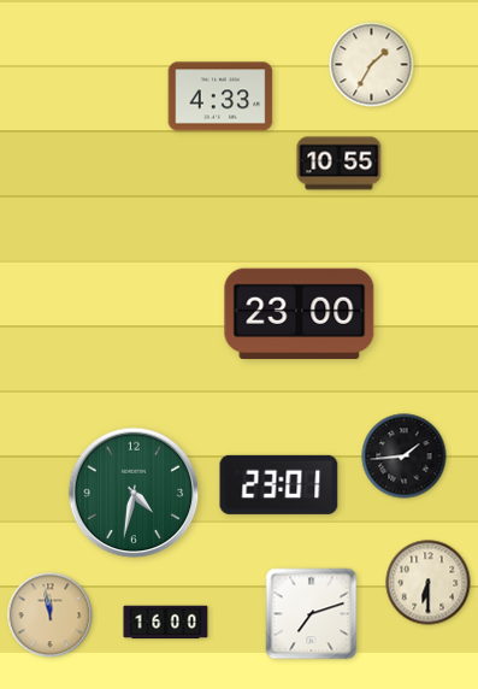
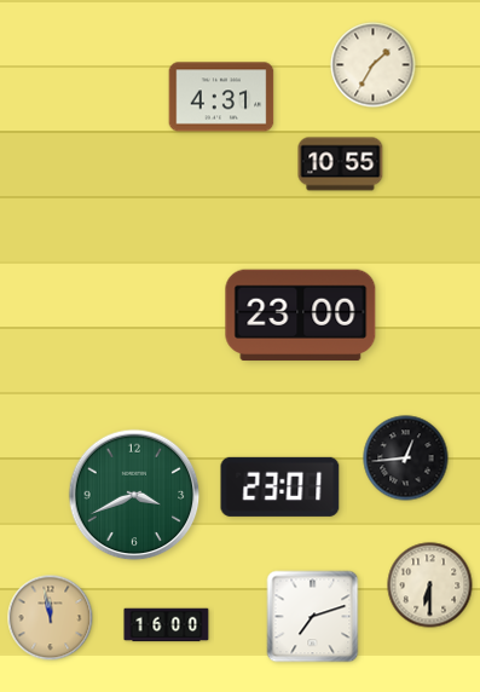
clock at (220, 96): 4:33 -> 4:31
clock at (405, 457): 1:44 -> 12:44
clock at (134, 493): 4:32 -> 3:41
